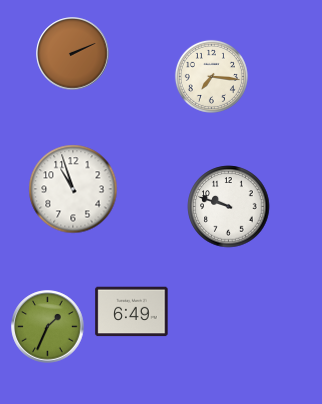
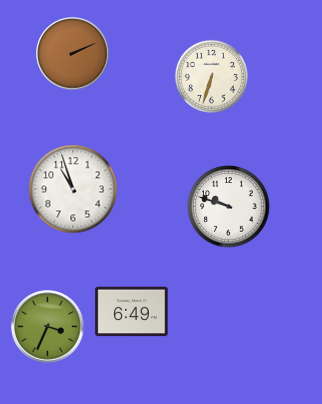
clock at (211, 76): 7:16 -> 6:33
clock at (48, 327): 1:34 -> 3:34
